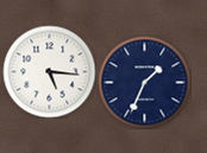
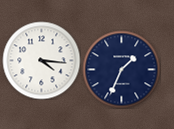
clock at (49, 71): 5:16 -> 4:16
